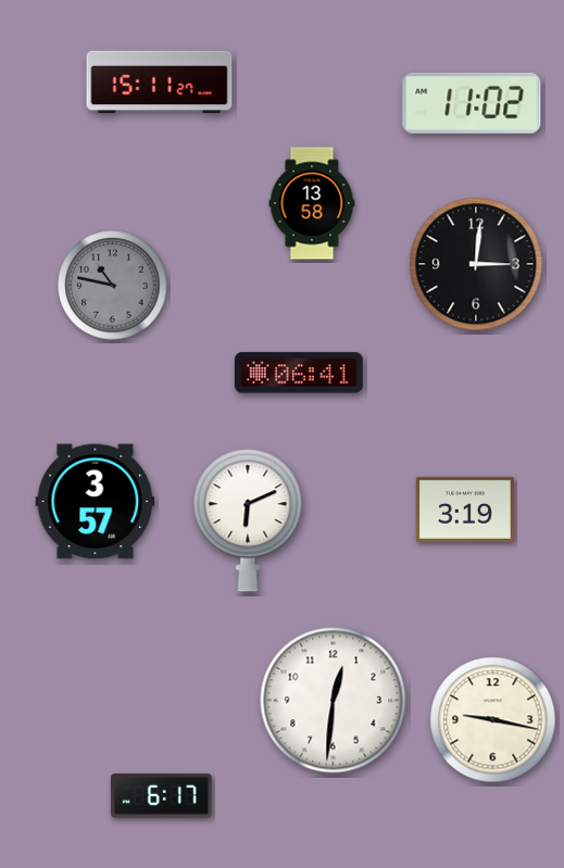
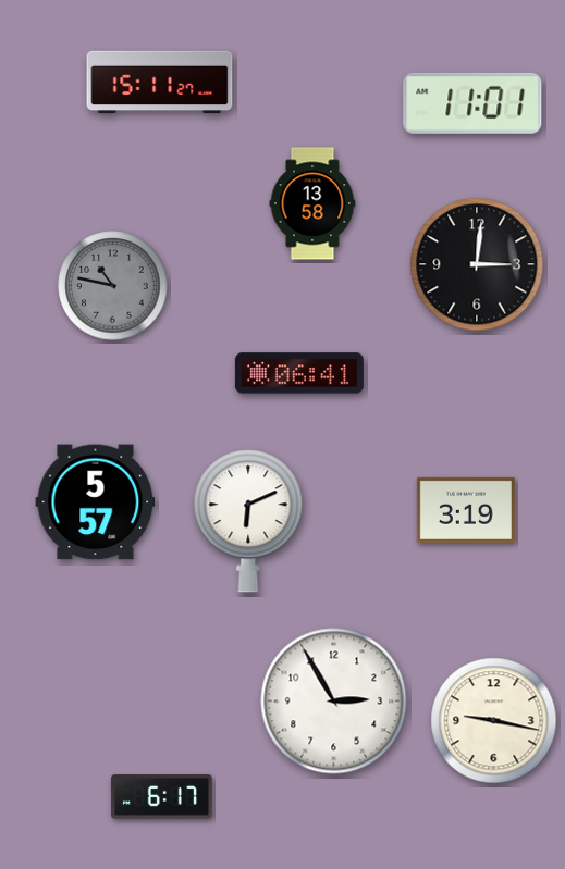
clock at (472, 103): 11:02 -> 11:01
clock at (96, 502): 3:57 -> 5:57
clock at (334, 701): 12:31 -> 2:55
